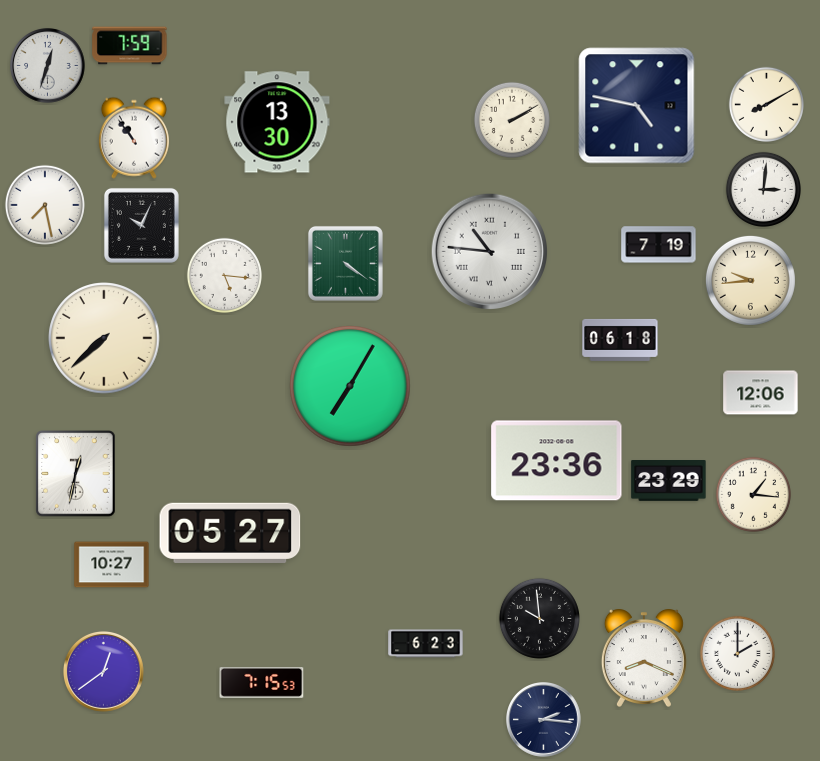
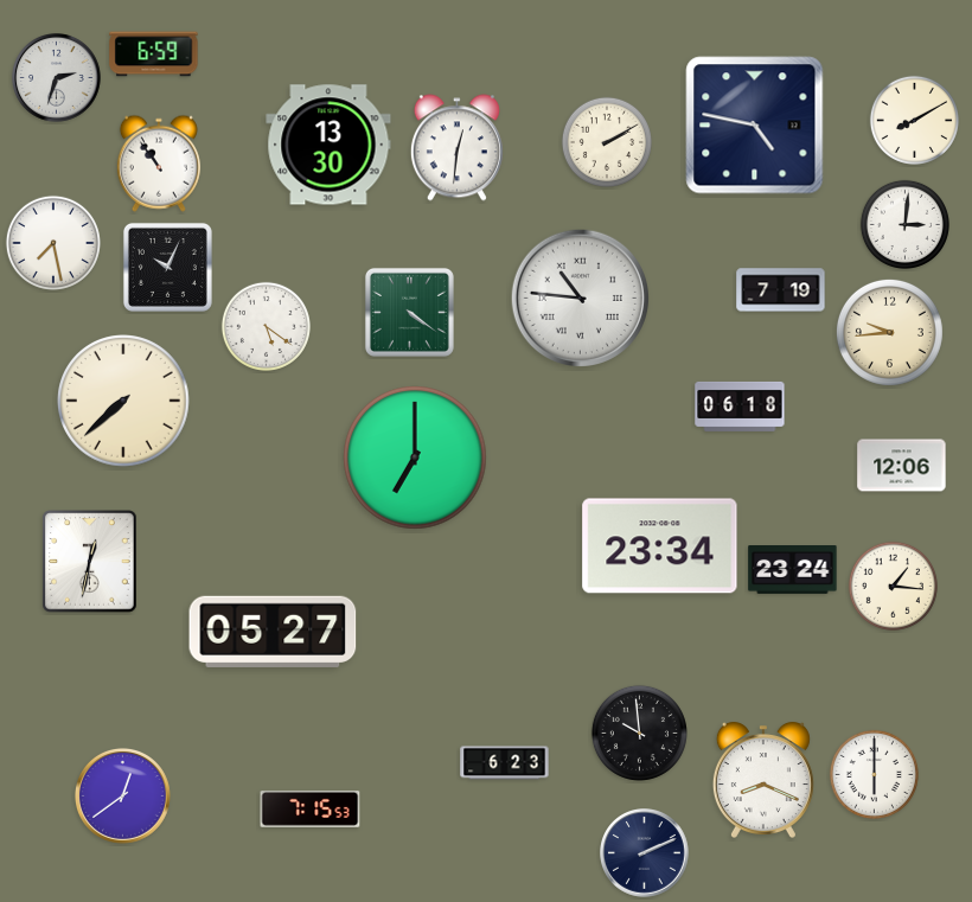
clock at (130, 46): 7:59 -> 6:59
clock at (48, 66): 12:33 -> 2:33
clock at (766, 104) position: (766, 104) -> (914, 120)
clock at (456, 148): none -> 12:31
clock at (224, 275): 5:16 -> 5:21
clock at (620, 340) position: (620, 340) -> (740, 407)
clock at (350, 386): 7:05 -> 7:00
clock at (557, 461): 23:36 -> 23:34
clock at (669, 481): 23:29 -> 23:24
clock at (112, 565): 10:27 -> none
clock at (737, 653): 2:00 -> 6:00
clock at (544, 720): 2:16 -> 2:11
